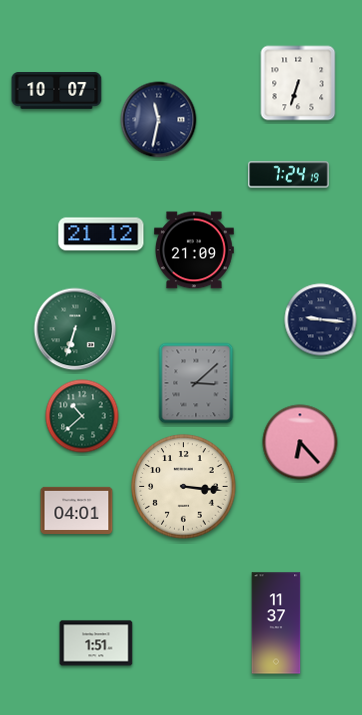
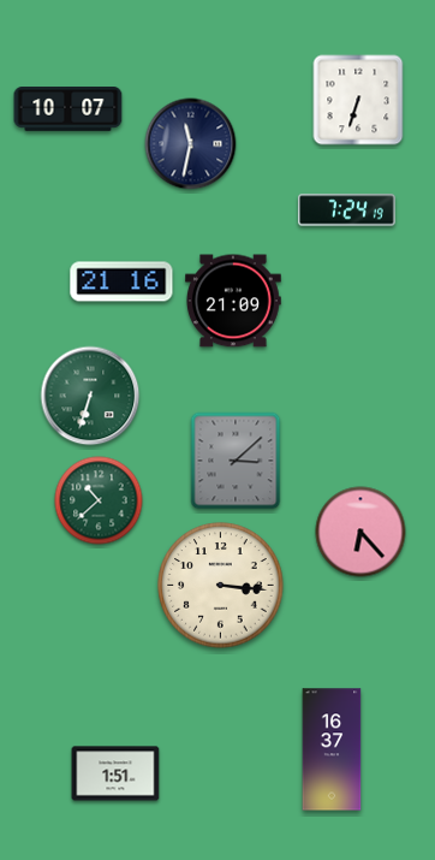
clock at (101, 234): 21:12 -> 21:16
clock at (321, 320): 9:16 -> none
clock at (77, 510): 04:01 -> none
clock at (276, 623): 11:37 -> 16:37
